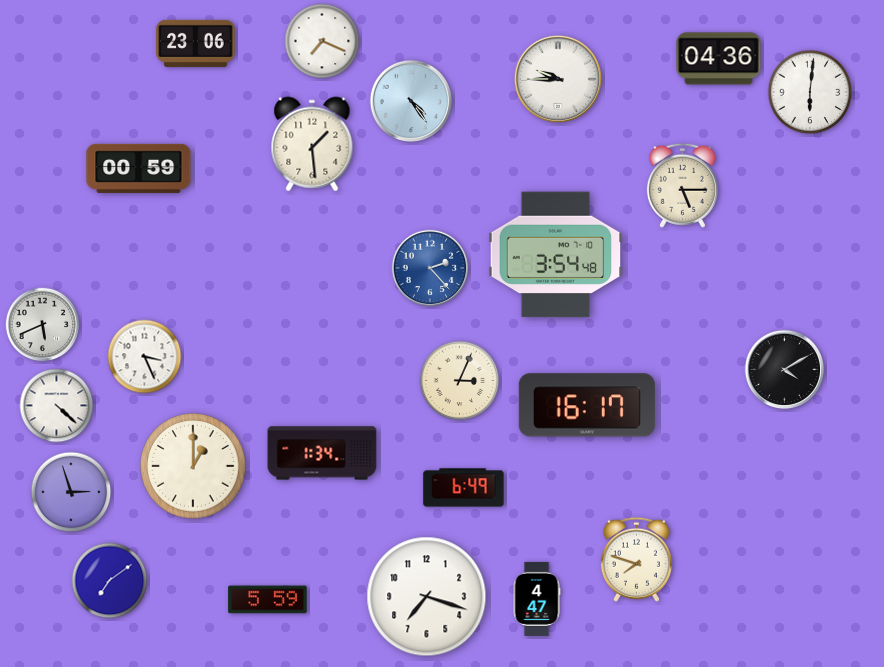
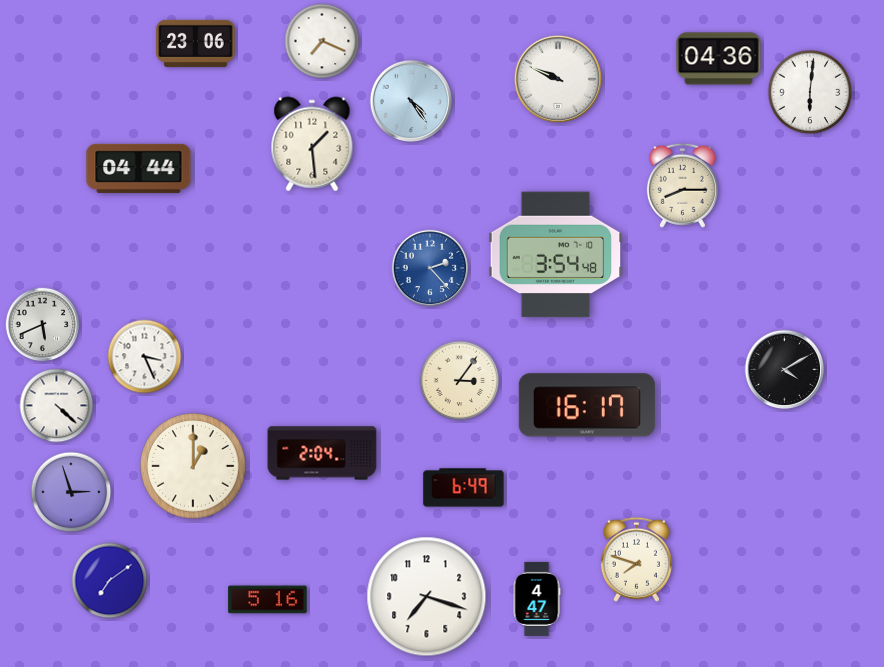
clock at (558, 79): 9:45 -> 9:49
clock at (139, 168): 00:59 -> 04:44
clock at (682, 185): 5:15 -> 8:15
clock at (460, 381): 3:04 -> 3:06
clock at (322, 453): 1:34 -> 2:04
clock at (268, 600): 5:59 -> 5:16
